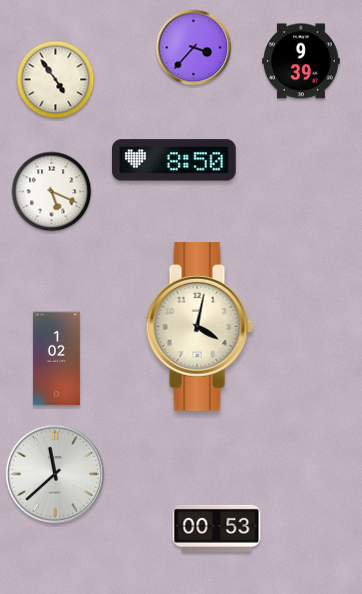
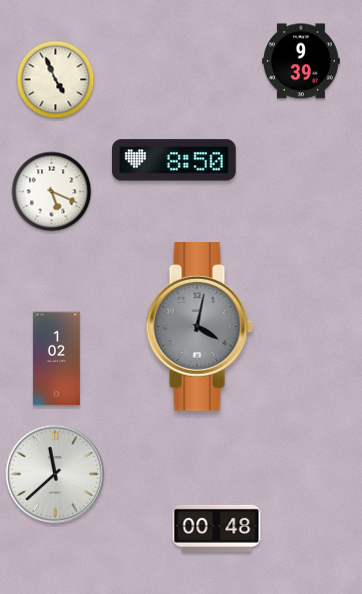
clock at (194, 48): 3:37 -> none
clock at (56, 80): 4:54 -> 4:56
clock at (199, 327) dial: cream -> grey
clock at (217, 528): 00:53 -> 00:48
